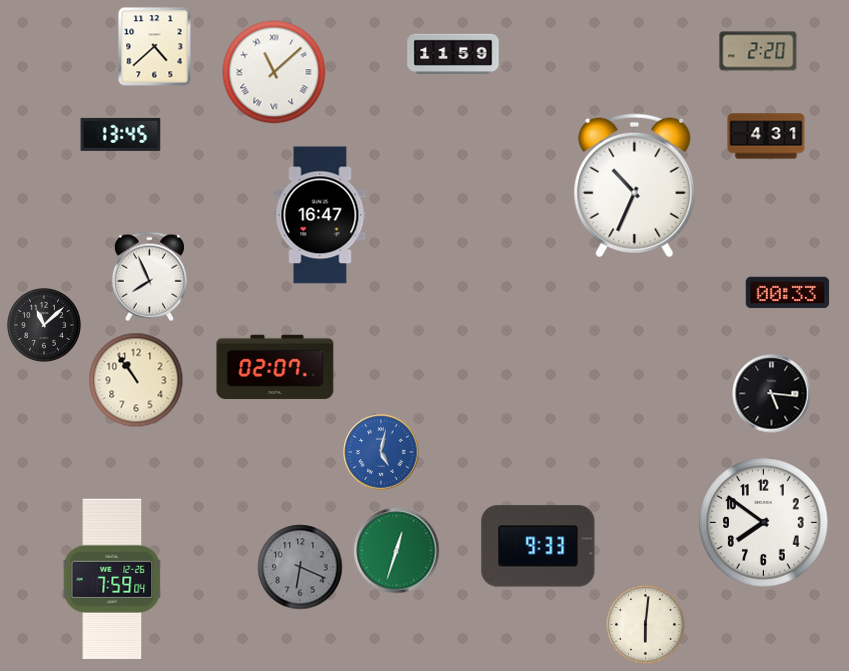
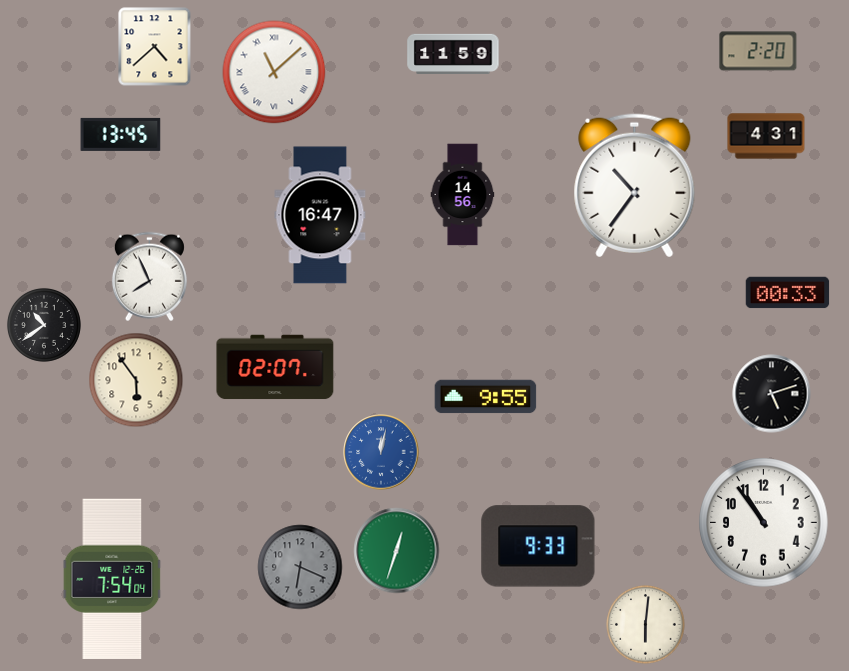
clock at (635, 186): 10:34 -> 10:36
clock at (463, 195): none -> 14:56
clock at (44, 325): 11:08 -> 10:39
clock at (136, 380): 10:54 -> 5:54
clock at (772, 394): 5:16 -> 5:12
clock at (486, 397): none -> 9:55
clock at (381, 452): 5:02 -> 12:02
clock at (764, 523): 7:51 -> 10:54
clock at (112, 579): 7:59 -> 7:54
